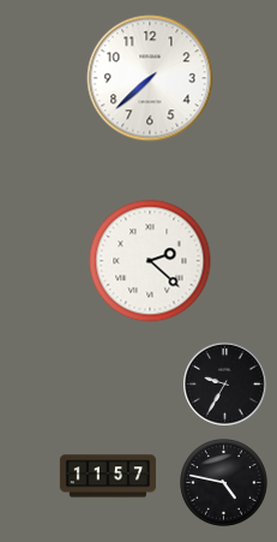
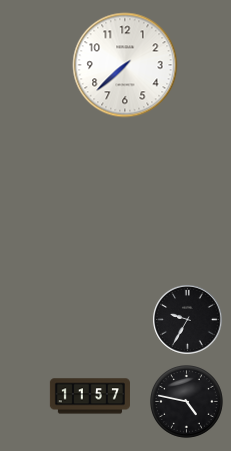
clock at (150, 261): 2:22 -> none
